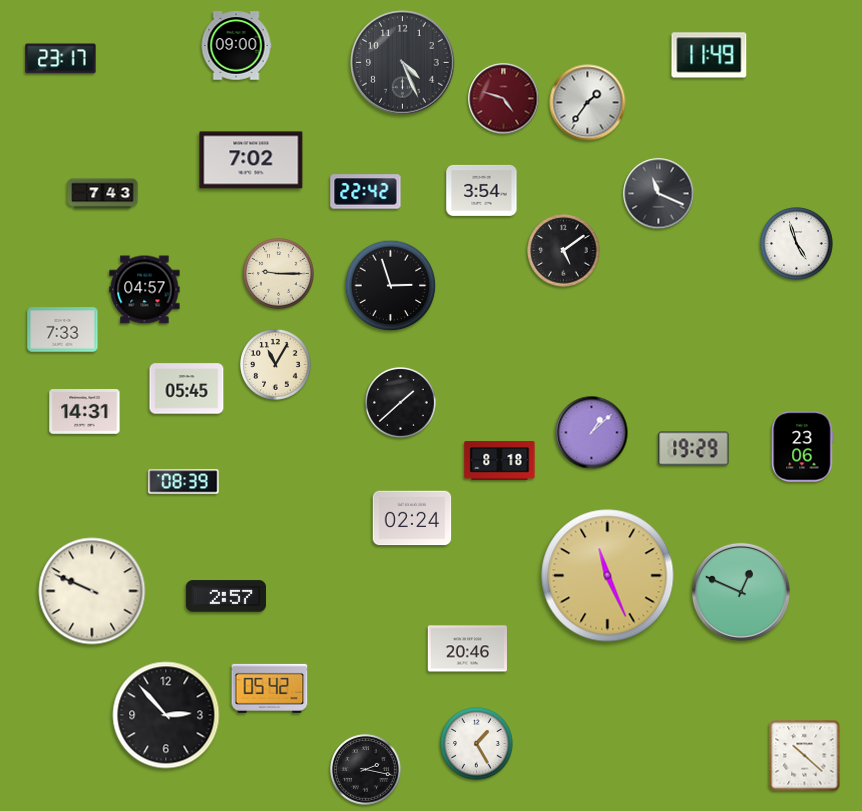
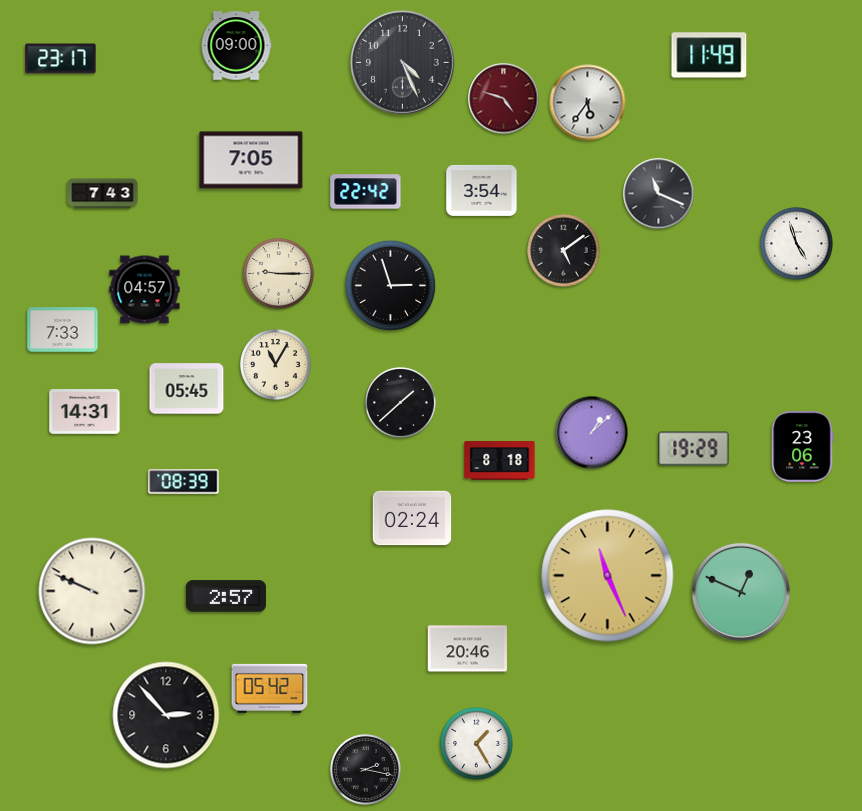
clock at (588, 103): 1:36 -> 5:36
clock at (251, 160): 7:02 -> 7:05
clock at (805, 756): 10:22 -> none
